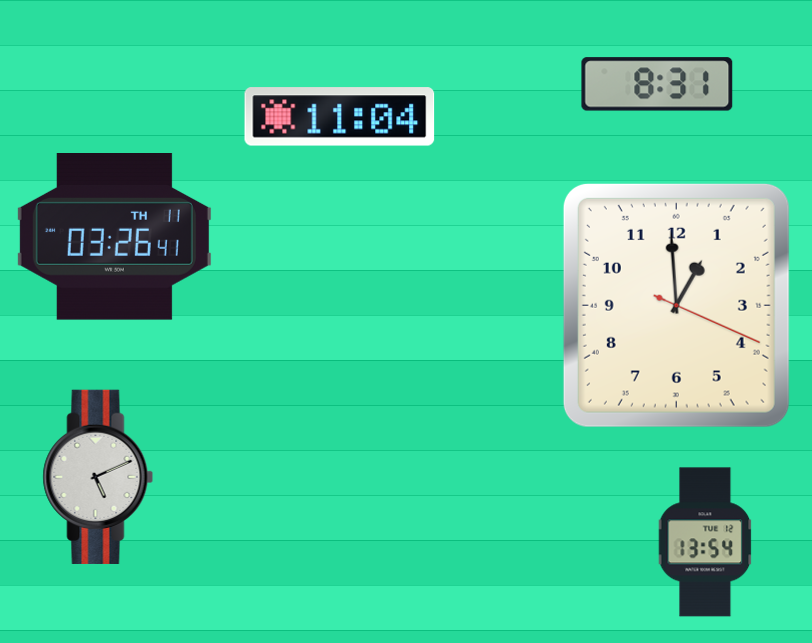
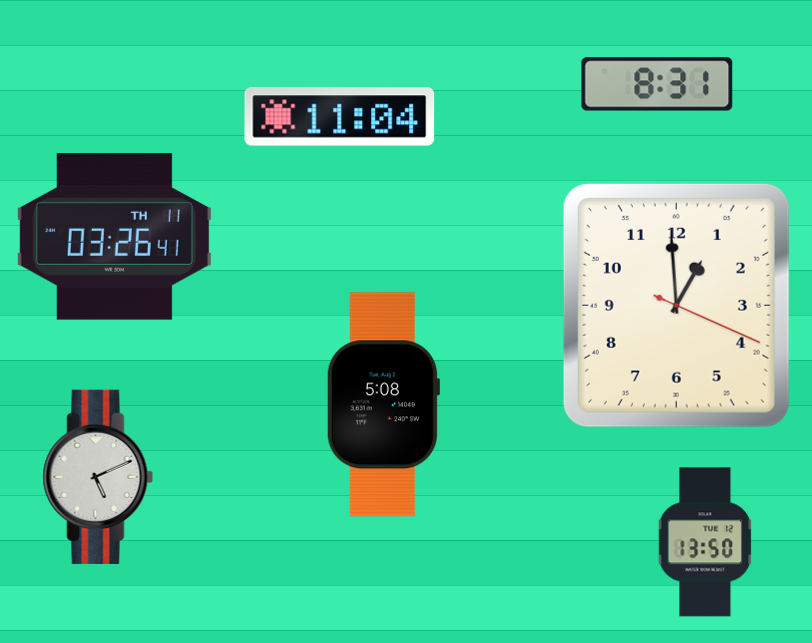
clock at (383, 405): none -> 5:08
clock at (705, 542): 13:54 -> 13:50
